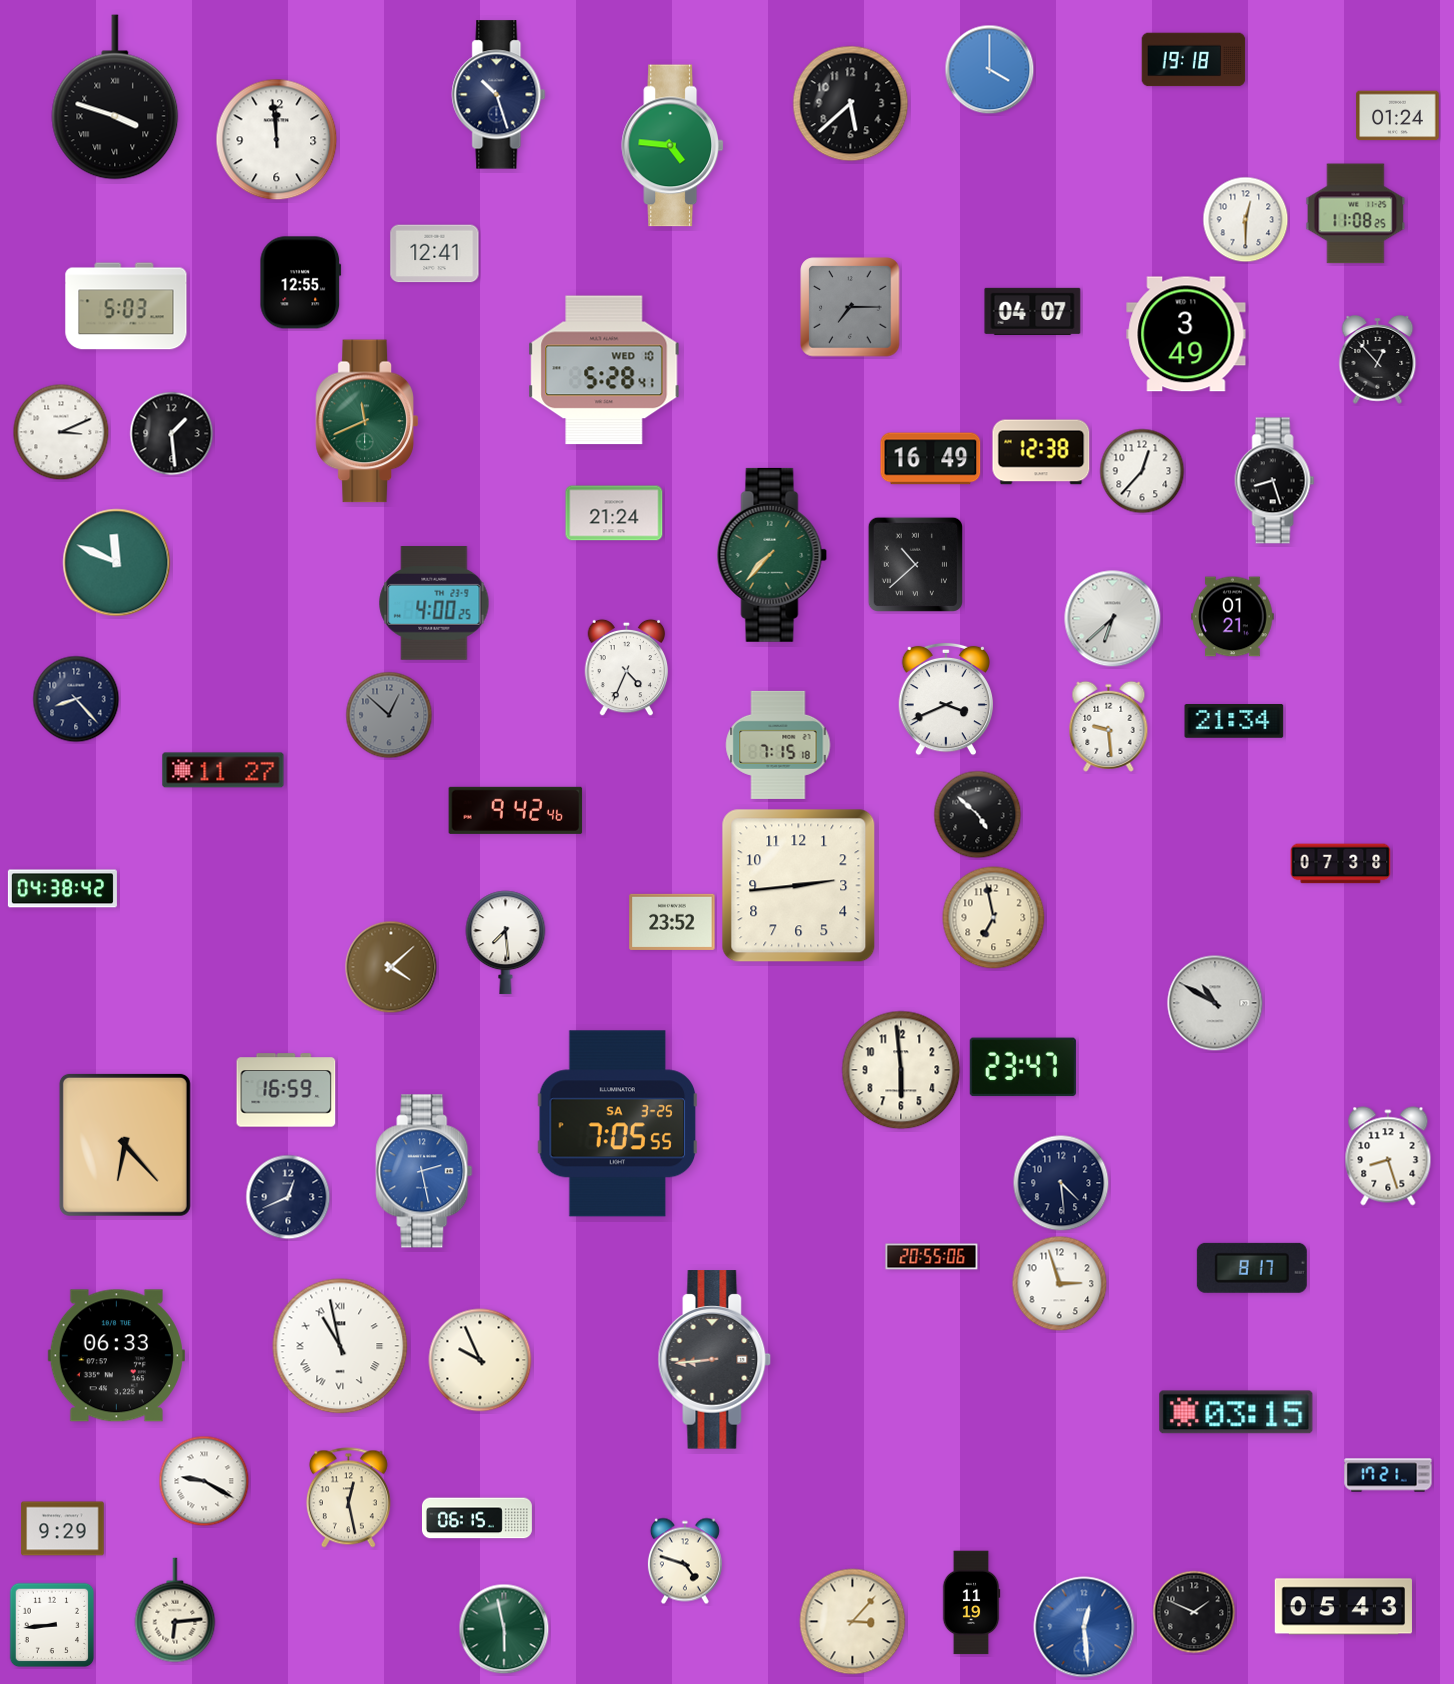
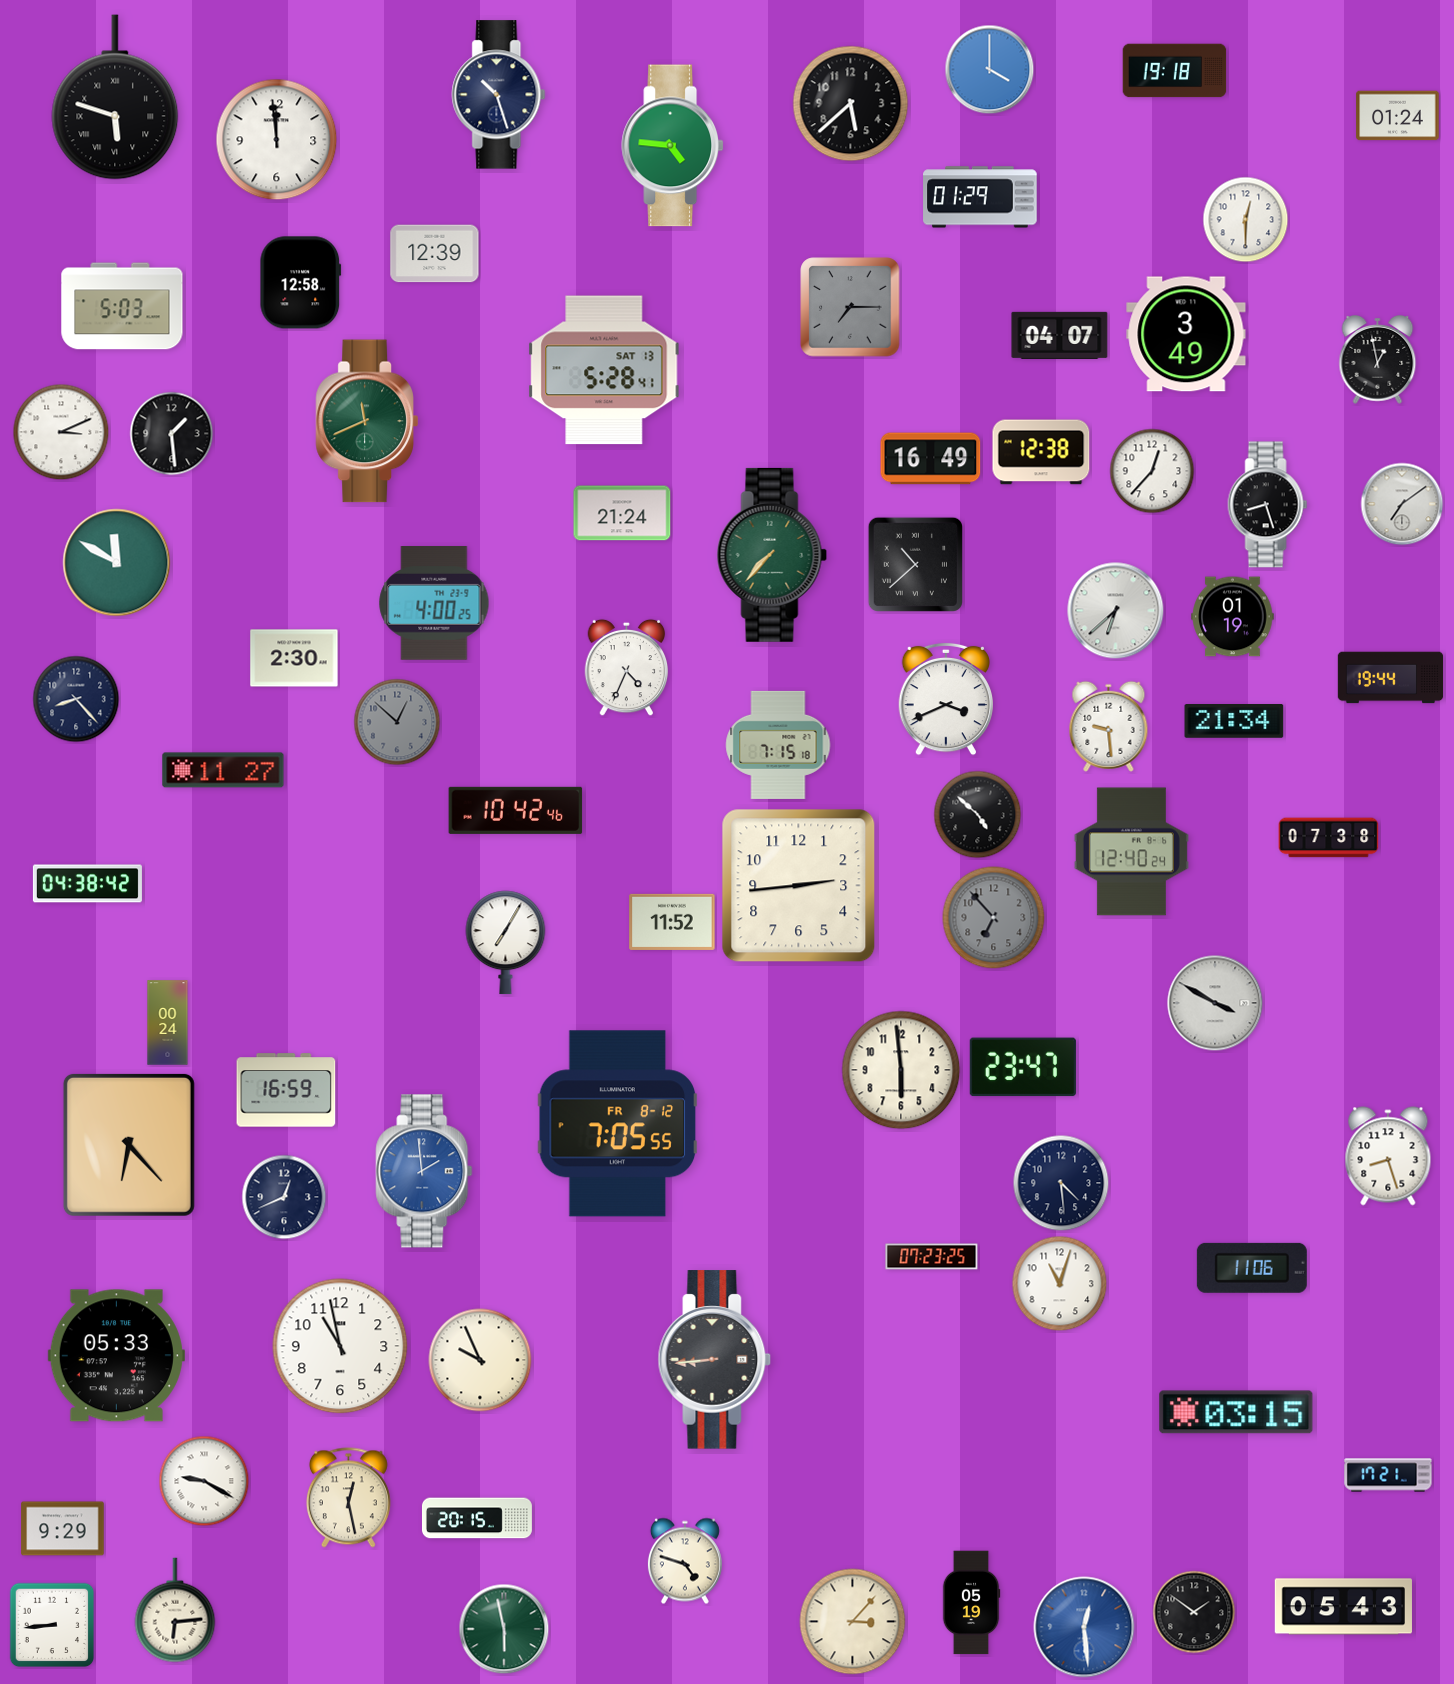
clock at (1194, 60) position: (1194, 60) -> (1175, 71)
clock at (115, 97): 3:48 -> 5:48
clock at (980, 197): none -> 01:29
clock at (1356, 214): 11:08 -> none
clock at (435, 254): 12:41 -> 12:39
clock at (301, 283): 12:55 -> 12:58
clock at (126, 306) position: (126, 306) -> (122, 306)
clock at (1033, 311) position: (1033, 311) -> (1060, 335)
clock at (1378, 360): 12:53 -> 12:58
clock at (604, 370) date: WED 10 -> SAT 13
clock at (1142, 471) position: (1142, 471) -> (1152, 471)
clock at (1275, 481) position: (1275, 481) -> (1268, 505)
clock at (1402, 504): none -> 7:09
clock at (614, 513) position: (614, 513) -> (622, 513)
clock at (117, 563): 11:49 -> 11:50
clock at (1233, 617): 01:21 -> 01:19
clock at (1113, 619) position: (1113, 619) -> (1116, 611)
clock at (294, 658): none -> 2:30
clock at (1391, 678): none -> 19:44
clock at (389, 715) position: (389, 715) -> (397, 722)
clock at (516, 810): 9:42 -> 10:42
clock at (1131, 852): none -> 12:40
clock at (1341, 864) position: (1341, 864) -> (1329, 838)
clock at (62, 889) position: (62, 889) -> (87, 884)
clock at (994, 918): 6:58 -> 6:53
clock at (994, 918) dial: cream -> grey
clock at (672, 922): 23:52 -> 11:52
clock at (506, 943): 7:29 -> 7:05
clock at (391, 967): 4:08 -> none
clock at (1215, 1003): 10:50 -> 3:50
clock at (168, 1023): none -> 00:24
clock at (618, 1124) date: SA 3-25 -> FR 8-12
clock at (125, 1145) position: (125, 1145) -> (129, 1145)
clock at (424, 1171): 2:28 -> 1:59
clock at (288, 1197) position: (288, 1197) -> (284, 1197)
clock at (932, 1257): 20:55 -> 07:23
clock at (1252, 1268): 8:17 -> 11:06
clock at (1060, 1284): 2:57 -> 11:03
clock at (340, 1346) numerals: Roman -> Arabic
clock at (116, 1356): 06:33 -> 05:33
clock at (477, 1518): 06:15 -> 20:15
clock at (971, 1603): 11:19 -> 05:19
clock at (1194, 1612): 1:49 -> 1:51
